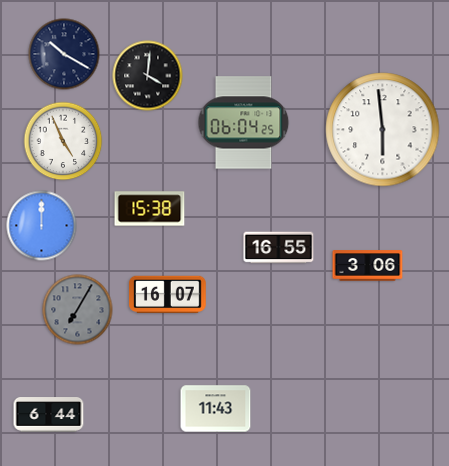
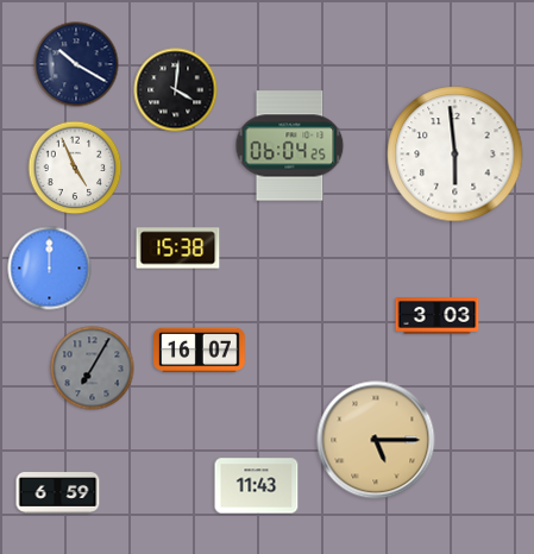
clock at (279, 248): 16:55 -> none
clock at (368, 266): 3:06 -> 3:03
clock at (376, 440): none -> 5:15
clock at (49, 415): 6:44 -> 6:59
